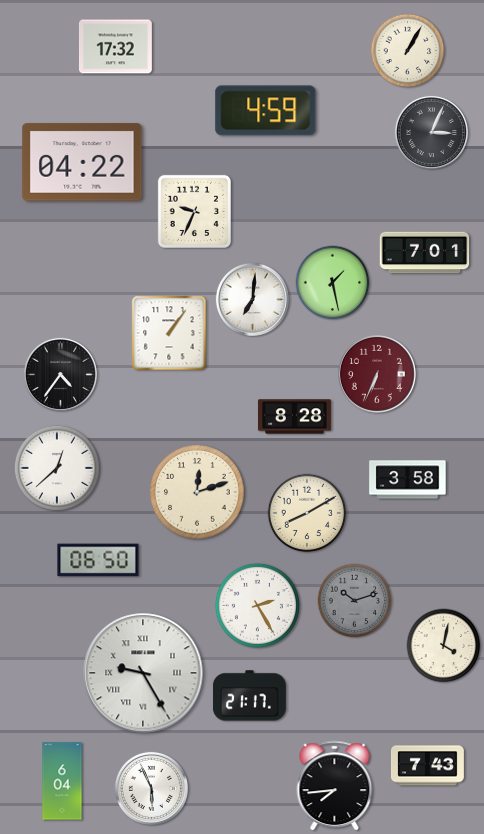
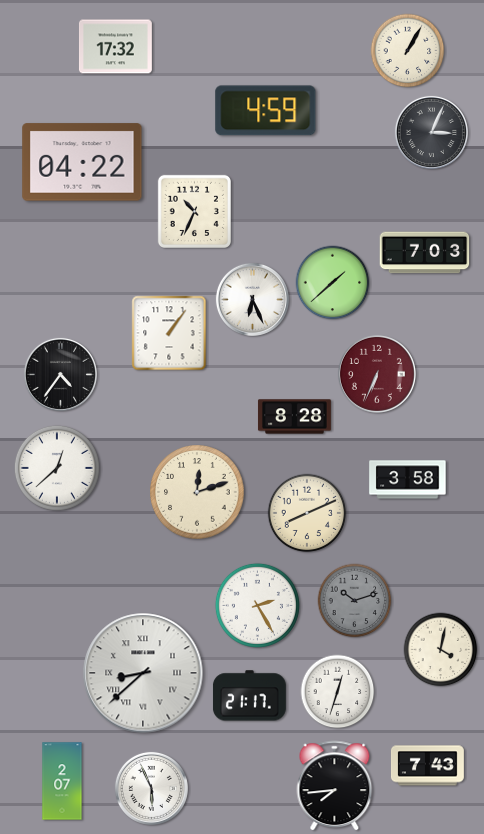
clock at (194, 211): 9:34 -> 10:34
clock at (425, 253): 7:01 -> 7:03
clock at (333, 283): 1:28 -> 1:38
clock at (252, 299): 7:01 -> 6:26
clock at (307, 513): 8:10 -> 8:11
clock at (98, 560): 06:50 -> none
clock at (444, 646) position: (444, 646) -> (441, 650)
clock at (143, 673): 9:25 -> 8:38
clock at (338, 692): none -> 12:33
clock at (62, 781): 6:04 -> 2:07
